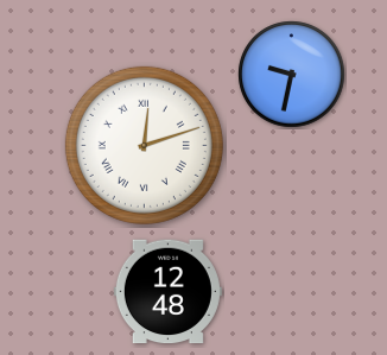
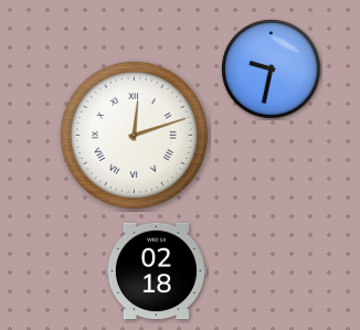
clock at (167, 292): 12:48 -> 02:18
